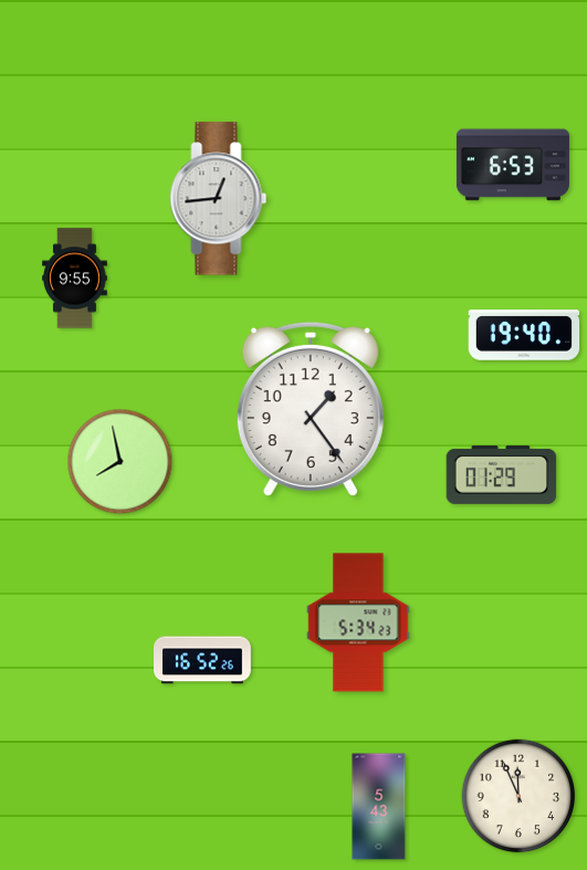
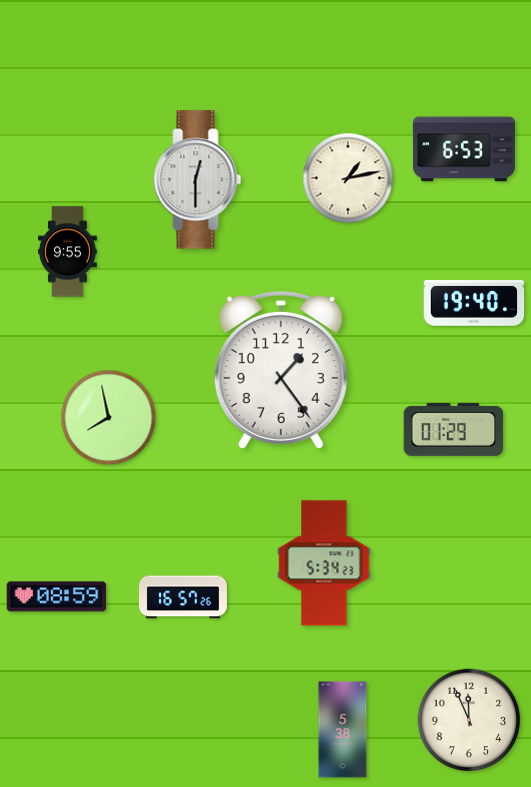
clock at (348, 178): none -> 1:13
clock at (219, 199): 12:44 -> 12:30
clock at (57, 597): none -> 08:59
clock at (203, 660): 16:52 -> 16:57
clock at (379, 807): 5:43 -> 5:38
